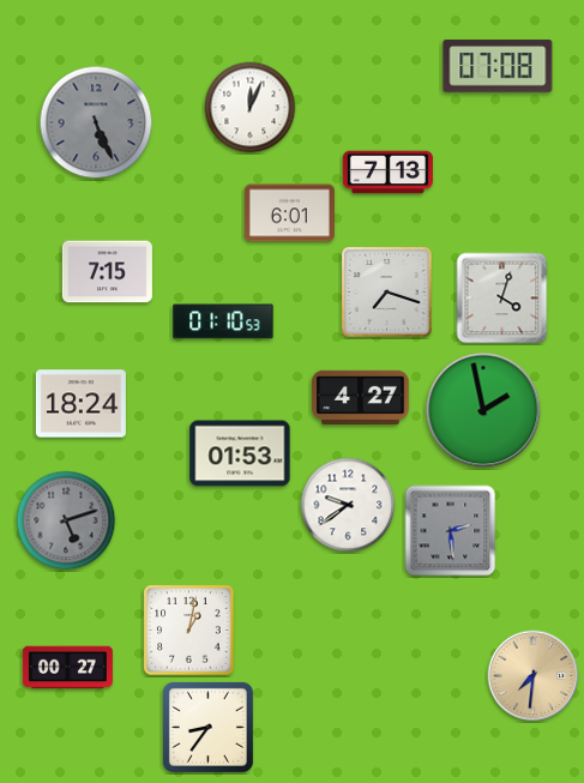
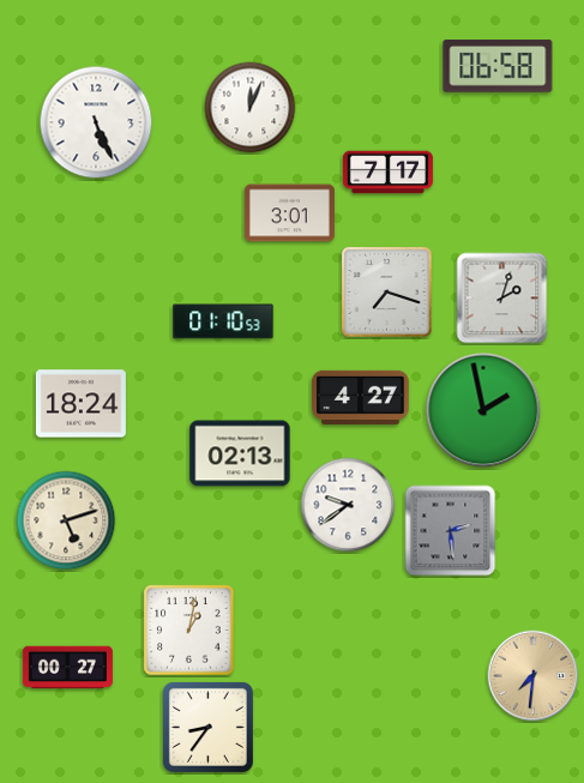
clock at (498, 66): 07:08 -> 06:58
clock at (96, 122) dial: grey -> white
clock at (387, 173): 7:13 -> 7:17
clock at (289, 213): 6:01 -> 3:01
clock at (107, 272): 7:15 -> none
clock at (502, 299): 4:03 -> 2:03
clock at (240, 453): 01:53 -> 02:13
clock at (66, 520) dial: grey -> cream
